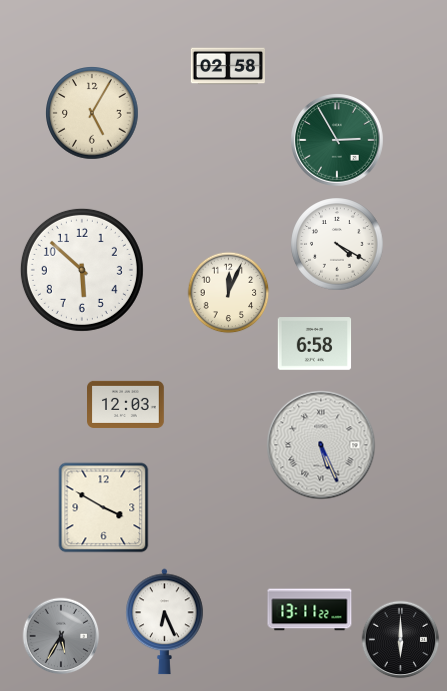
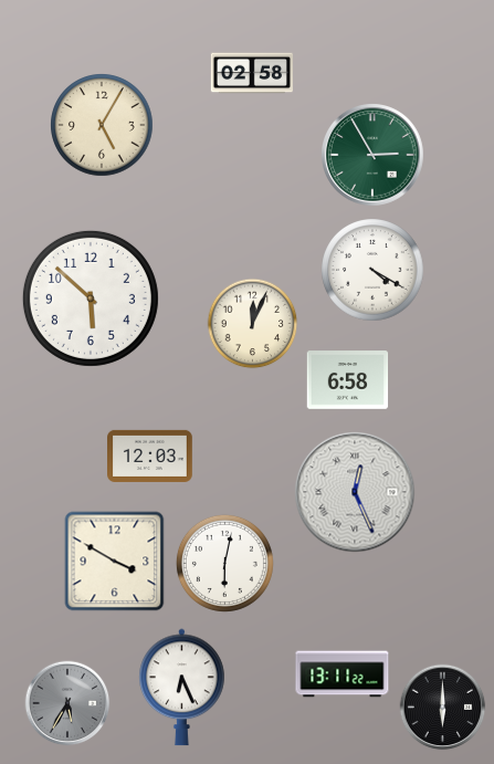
clock at (126, 404) position: (126, 404) -> (150, 456)
clock at (321, 445): 5:26 -> 12:26
clock at (224, 563): none -> 6:02
